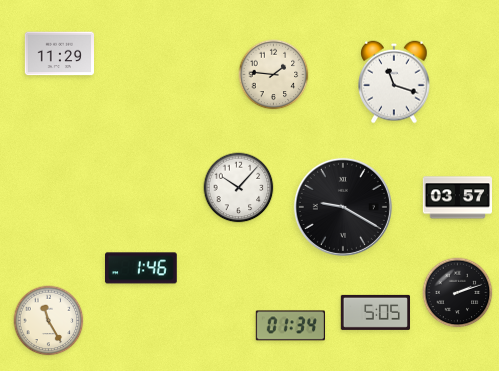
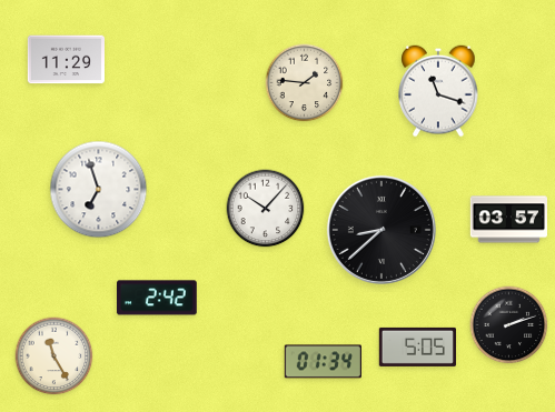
clock at (99, 190): none -> 6:57
clock at (343, 207): 9:20 -> 8:38
clock at (142, 268): 1:46 -> 2:42
